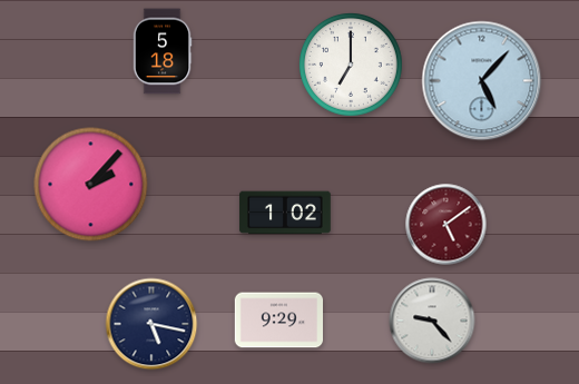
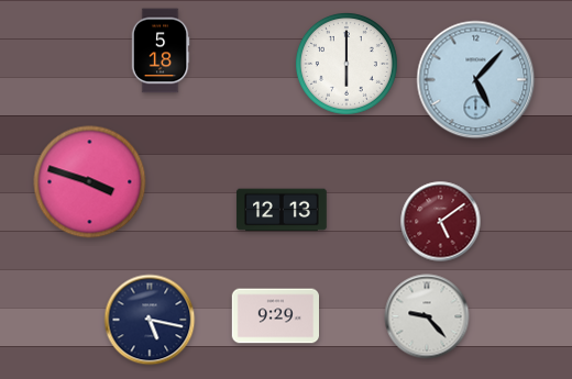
clock at (351, 65): 7:00 -> 6:00
clock at (91, 185): 2:07 -> 3:48
clock at (285, 213): 1:02 -> 12:13
